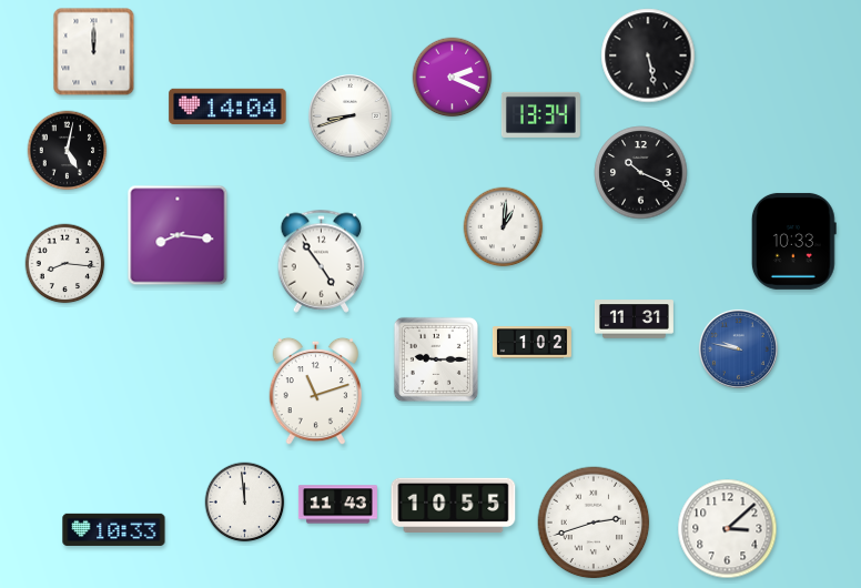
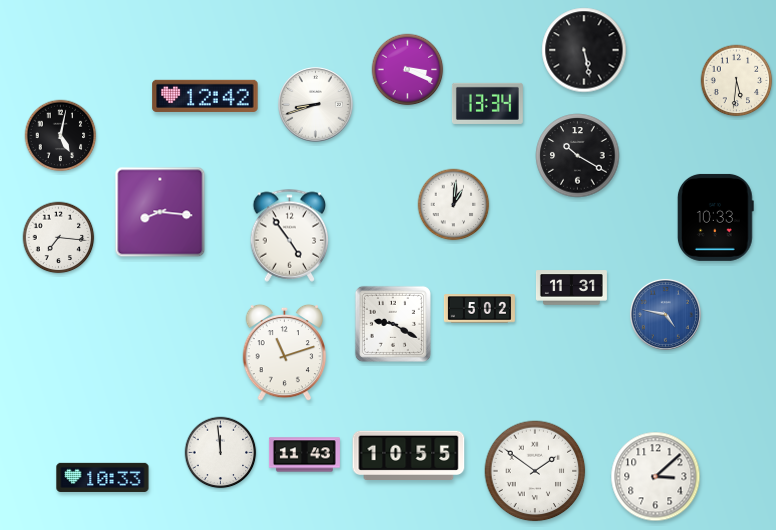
clock at (94, 52): 12:00 -> none
clock at (453, 78): 2:19 -> 3:19
clock at (737, 81): none -> 5:31
clock at (227, 107): 14:04 -> 12:42
clock at (641, 173): 10:19 -> 10:20
clock at (65, 264): 8:16 -> 7:16
clock at (531, 343): 1:02 -> 5:02
clock at (738, 348): 9:47 -> 4:47
clock at (436, 359): 9:15 -> 9:20
clock at (594, 523): 2:42 -> 1:51
